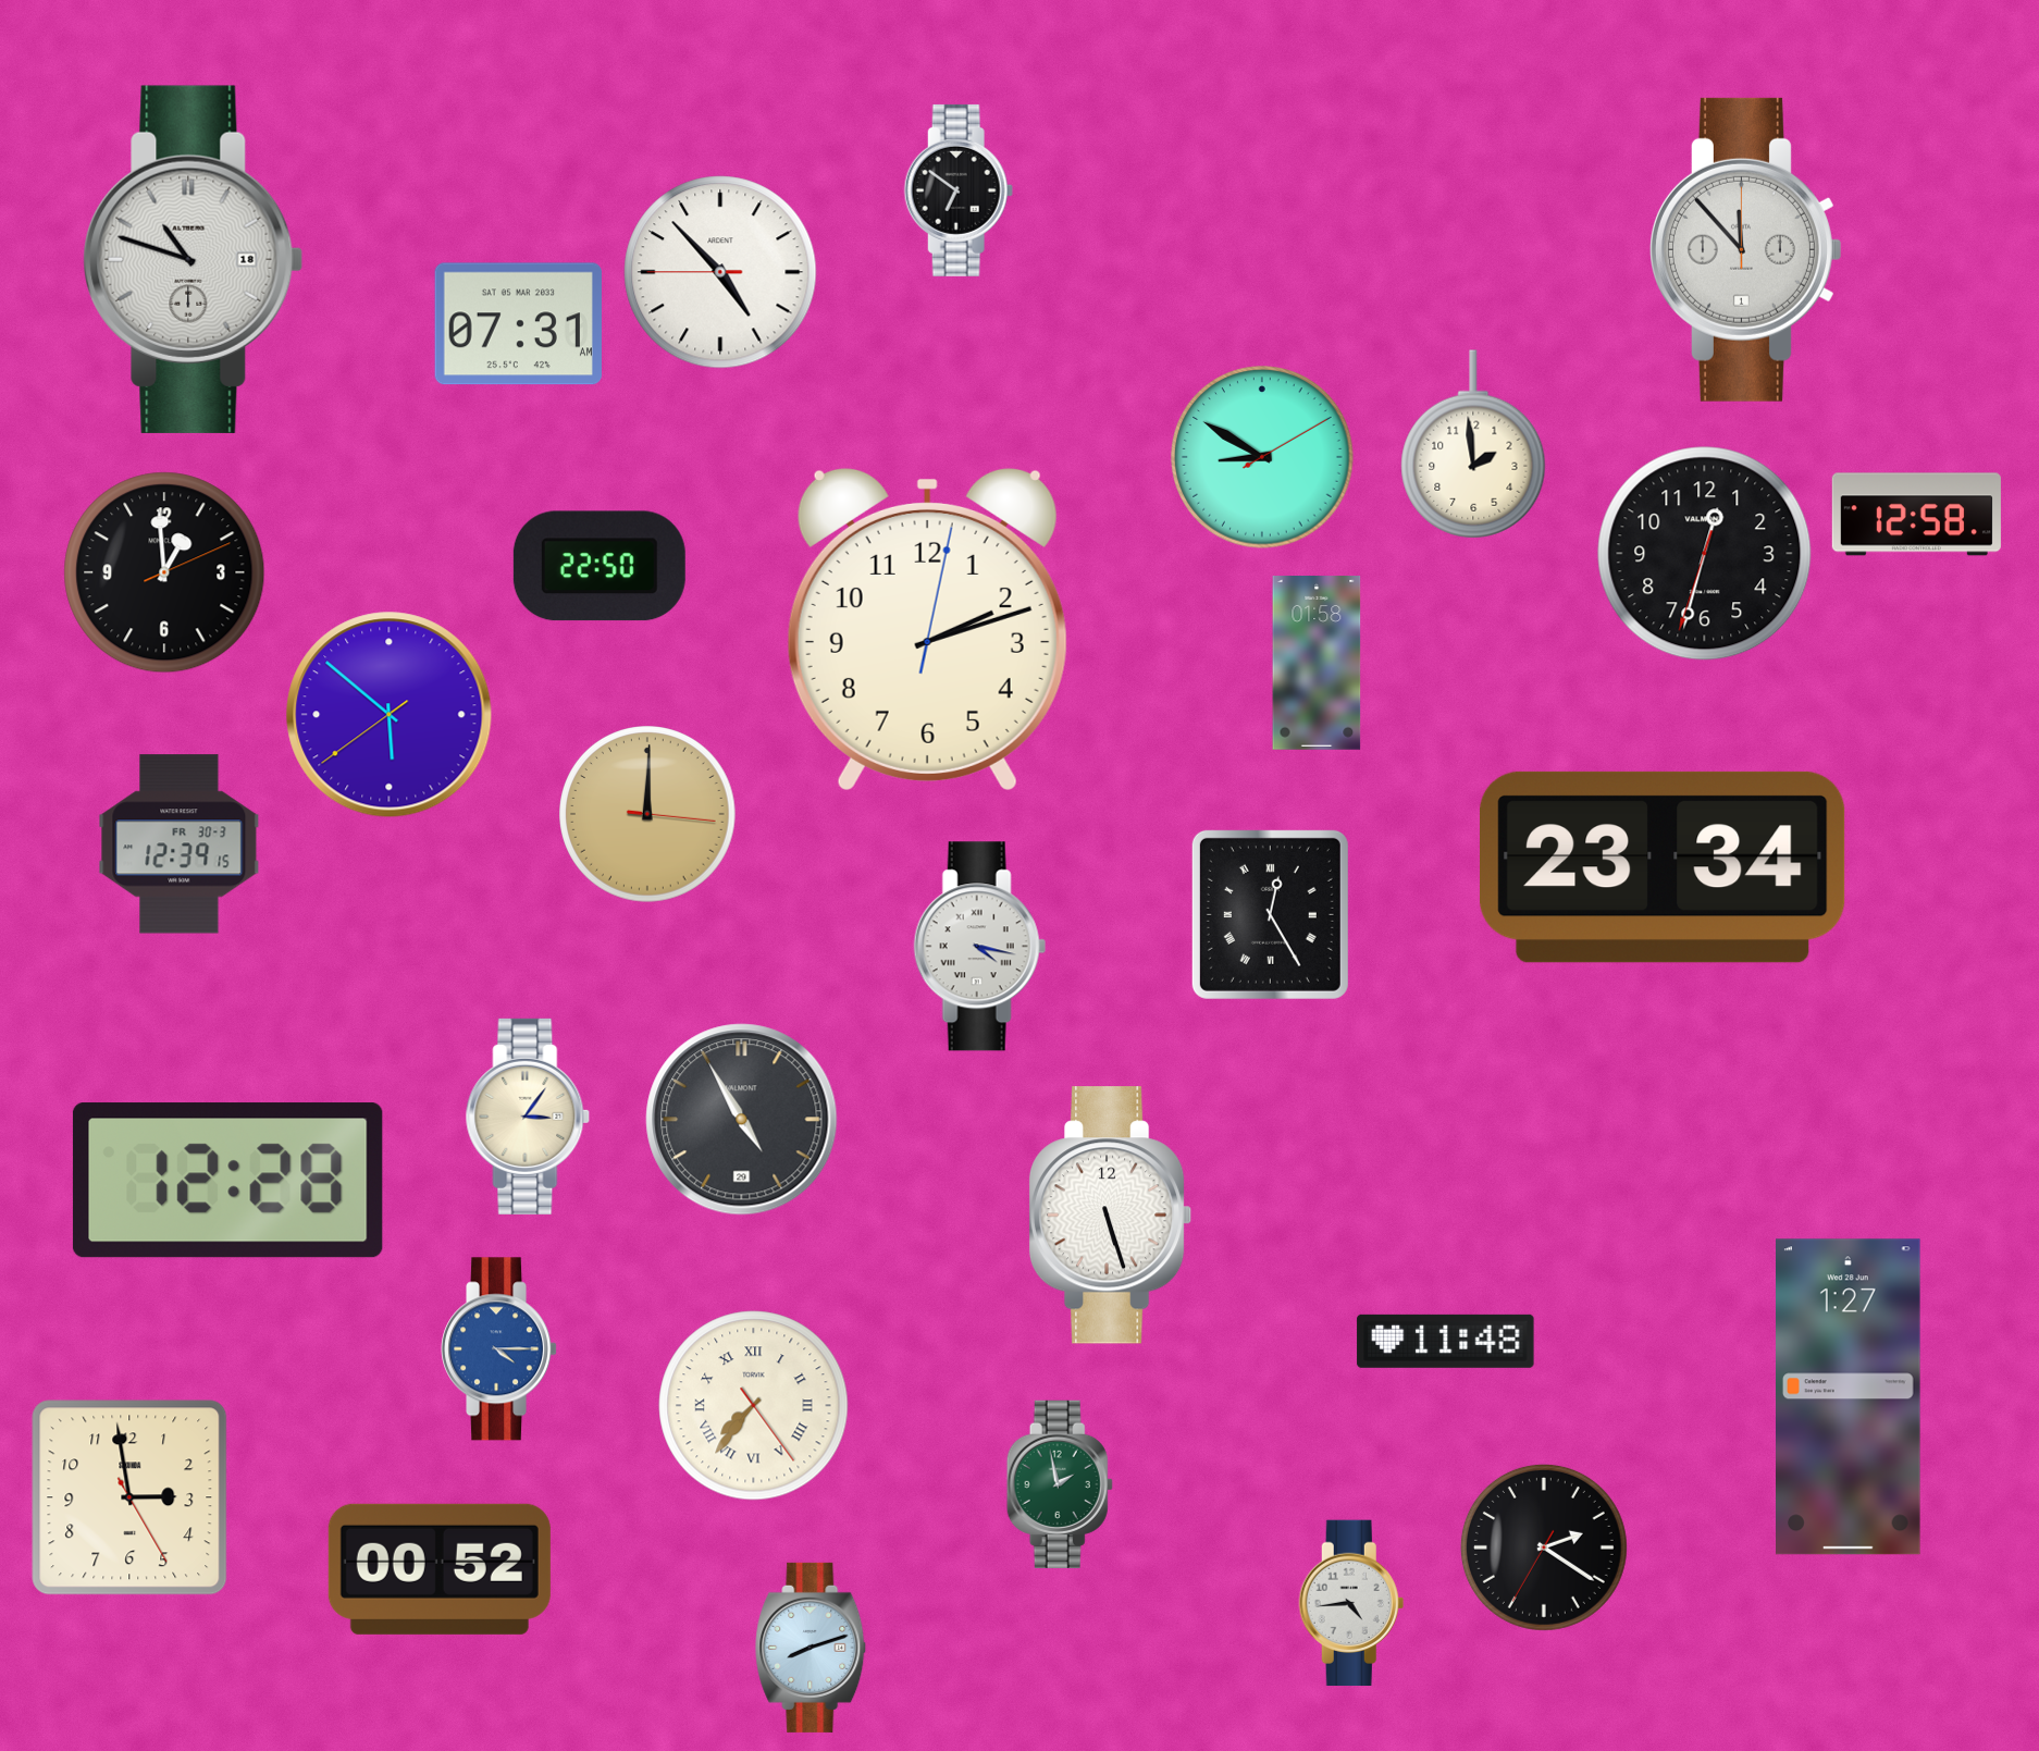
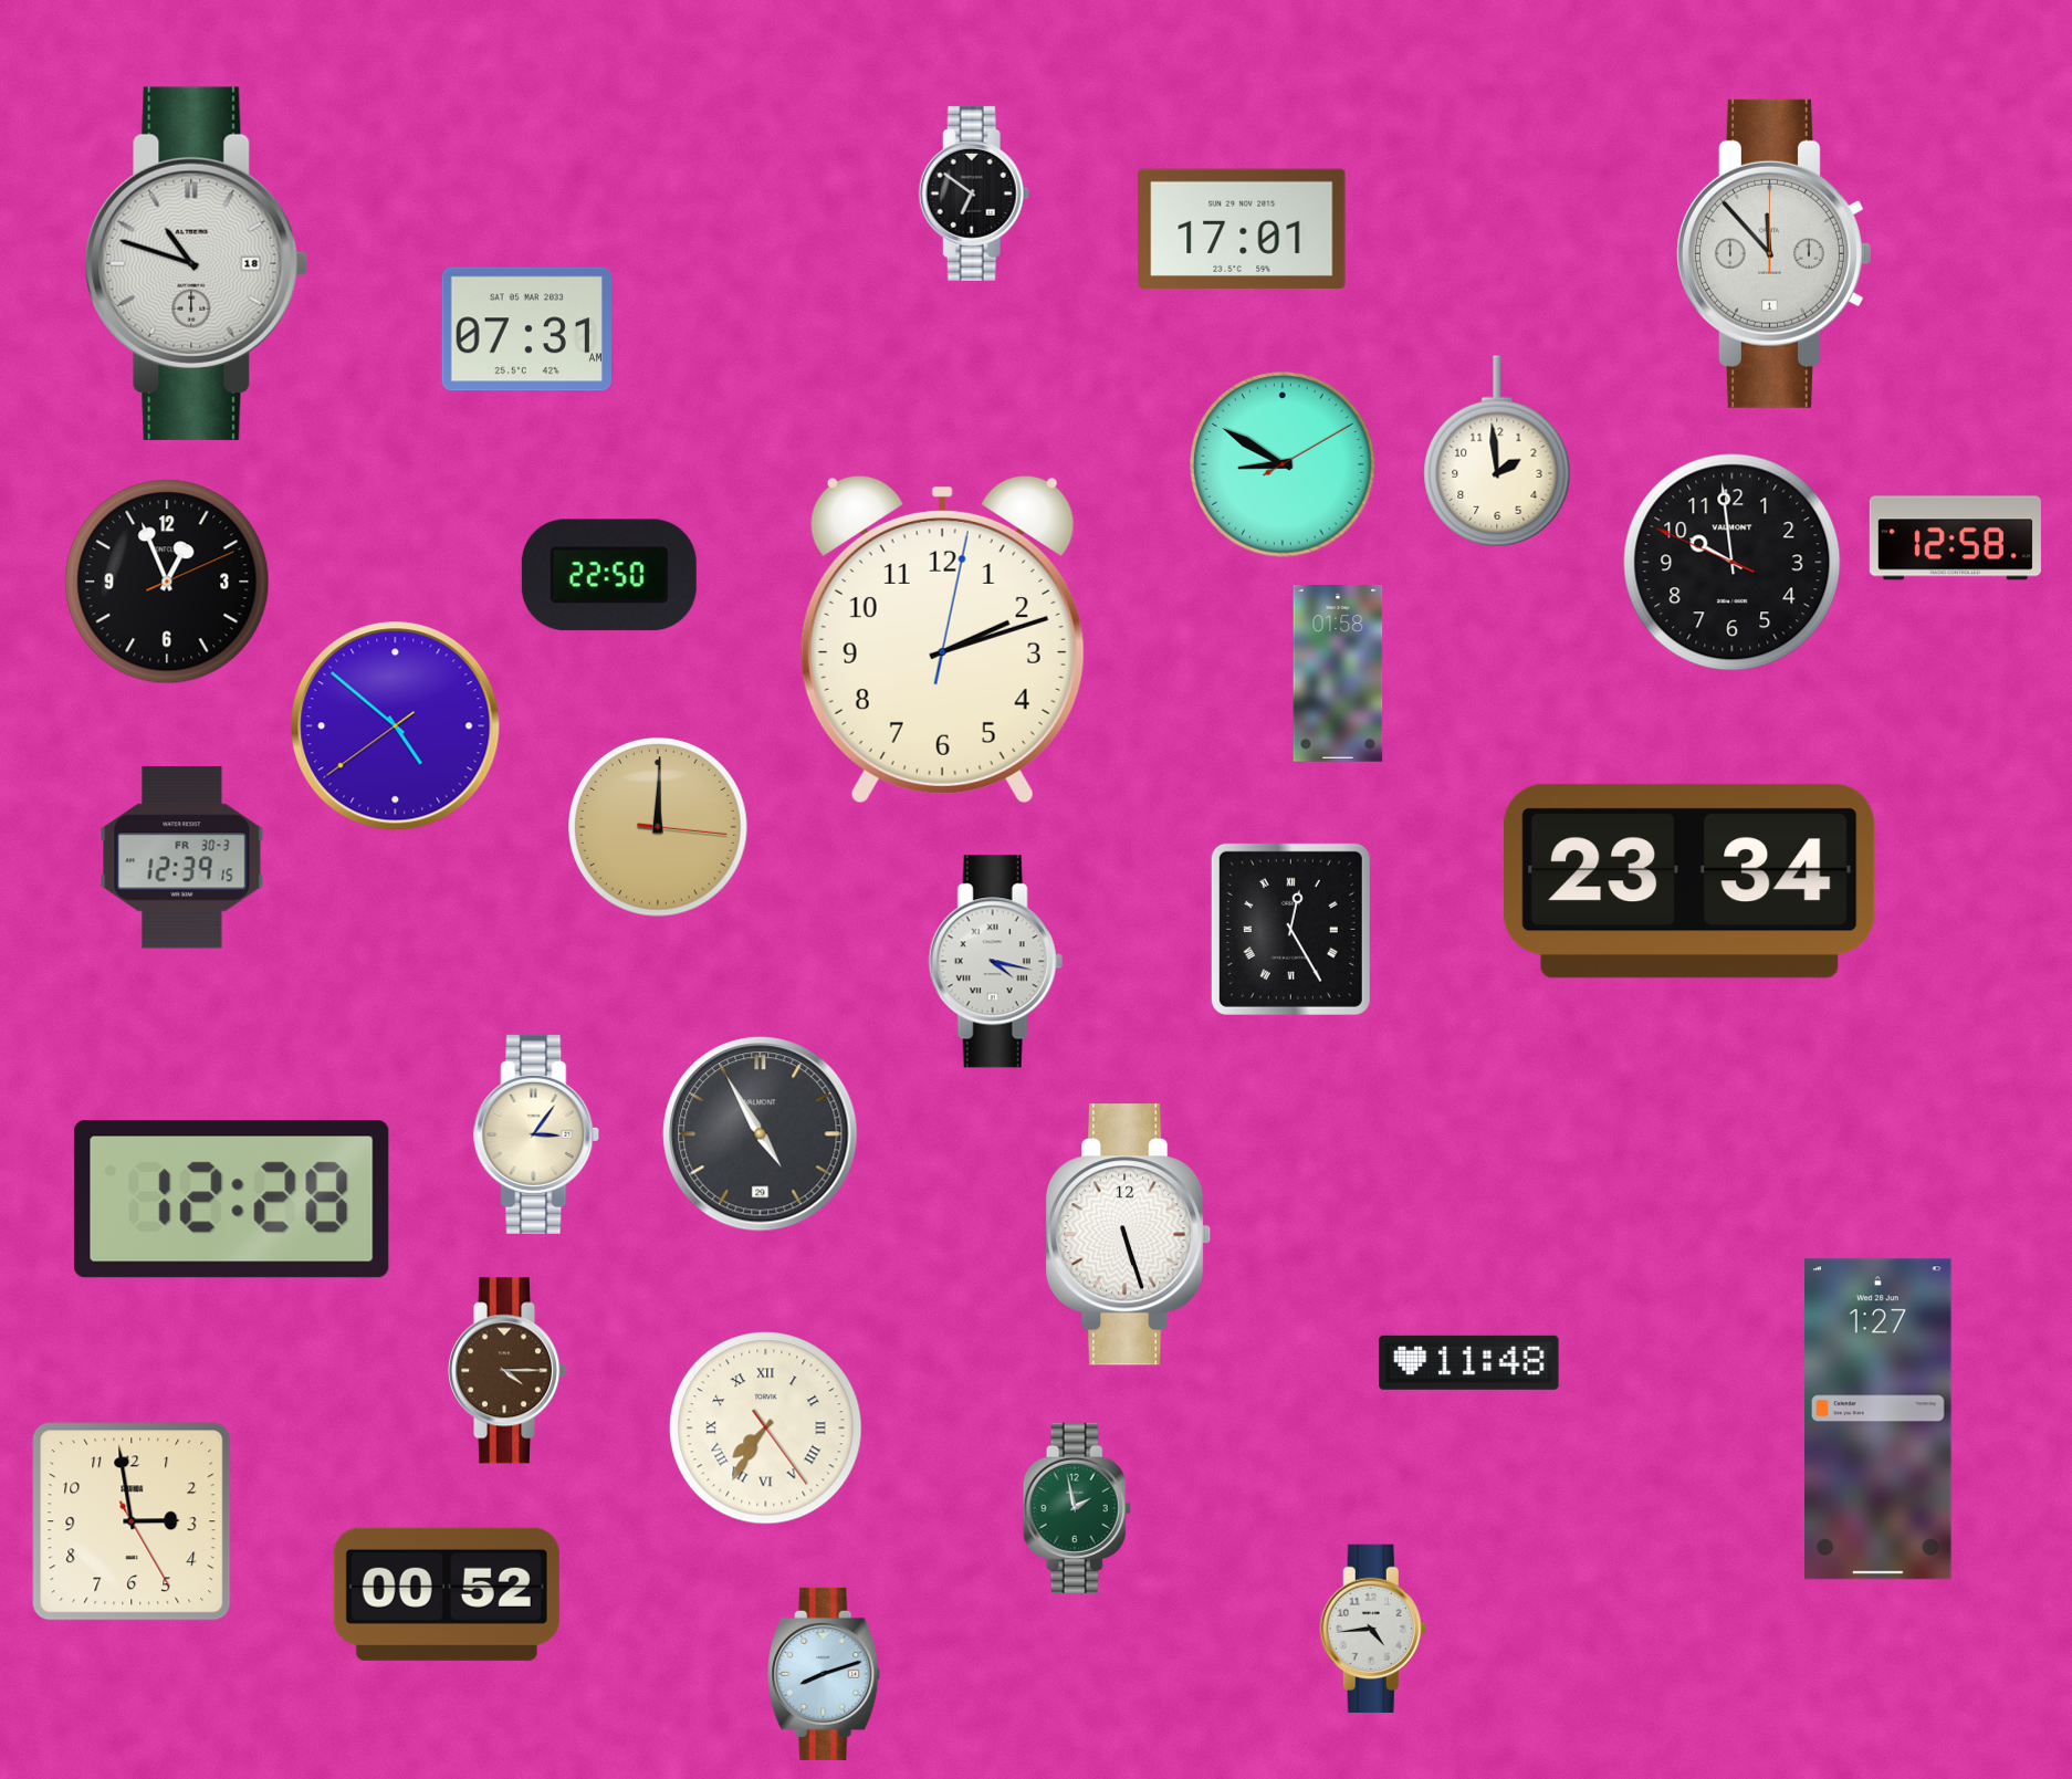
clock at (1242, 229): none -> 17:01
clock at (720, 272): 4:52 -> none
clock at (1916, 515) position: (1916, 515) -> (1955, 538)
clock at (1705, 554): 12:32 -> 9:58
clock at (164, 572): 12:59 -> 12:56
clock at (390, 715): 5:51 -> 4:51
clock at (742, 1120) position: (742, 1120) -> (761, 1134)
clock at (499, 1349) dial: blue -> brown
clock at (754, 1406): 7:36 -> 7:35
clock at (1544, 1547): 2:20 -> none
